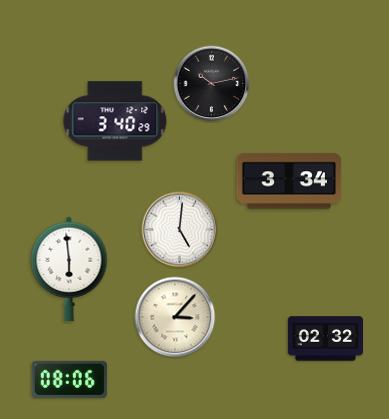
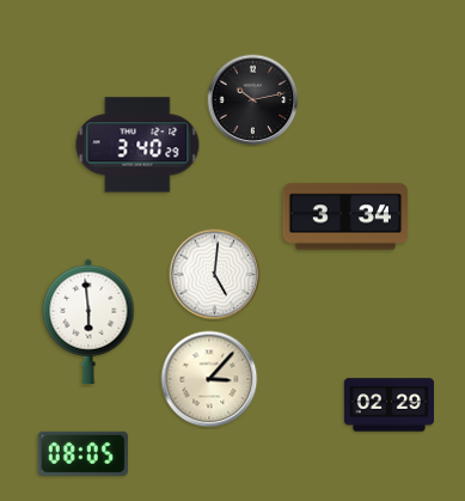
clock at (69, 269) position: (69, 269) -> (88, 322)
clock at (325, 339): 02:32 -> 02:29
clock at (69, 379): 08:06 -> 08:05
